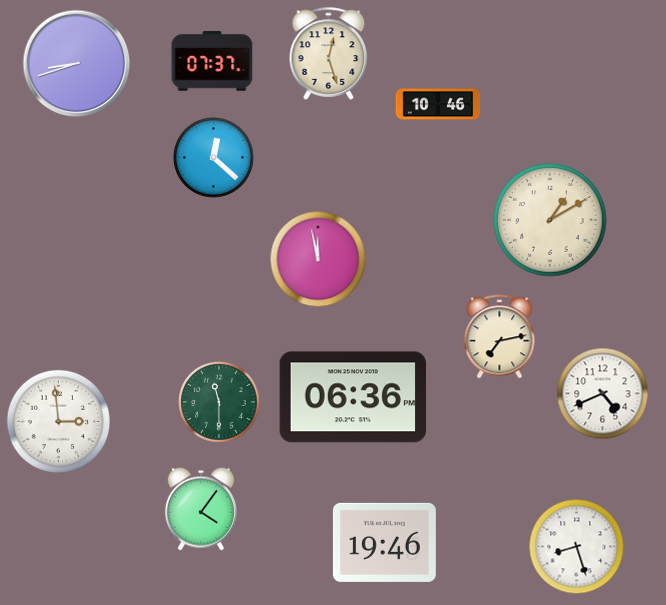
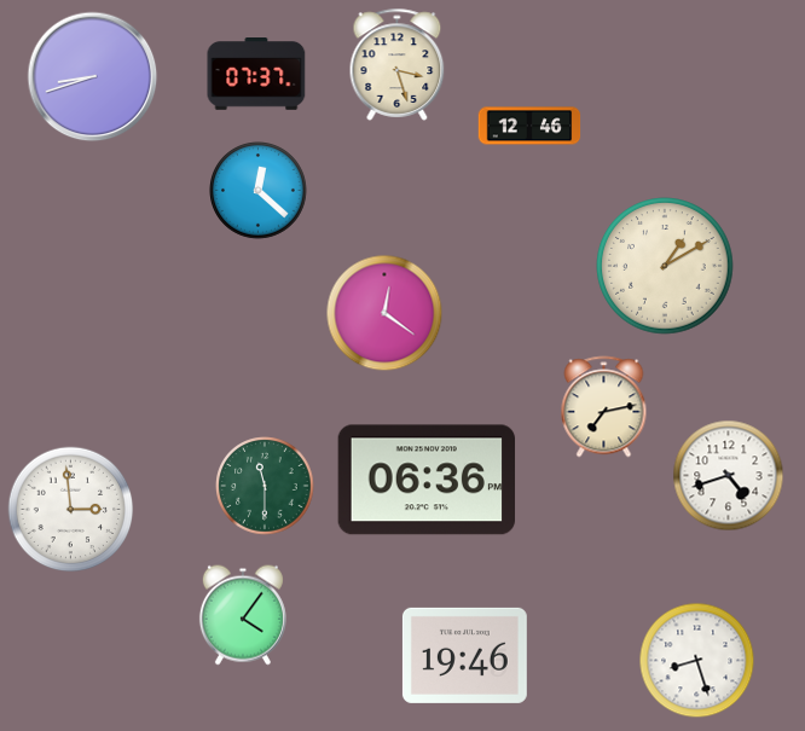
clock at (329, 53): 12:27 -> 3:27
clock at (438, 104): 10:46 -> 12:46
clock at (318, 259): 11:58 -> 12:21
clock at (603, 394): 4:41 -> 4:42
